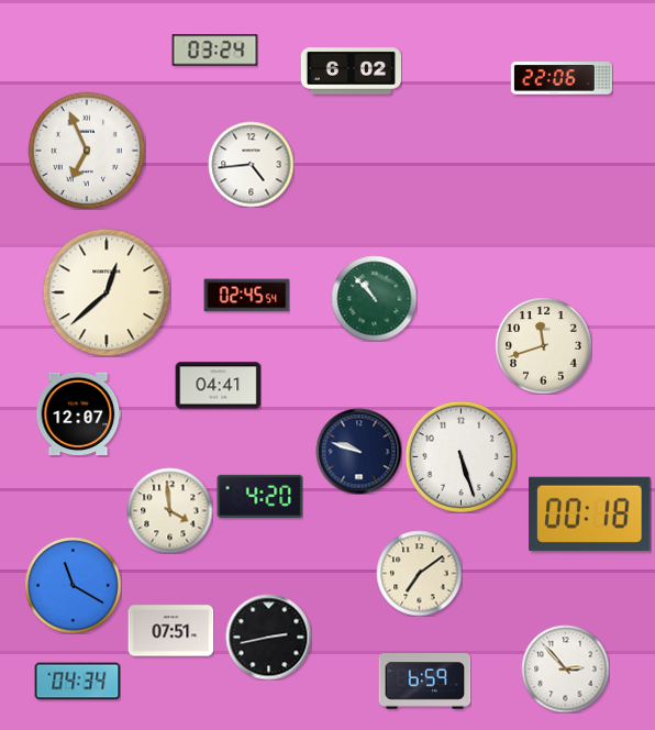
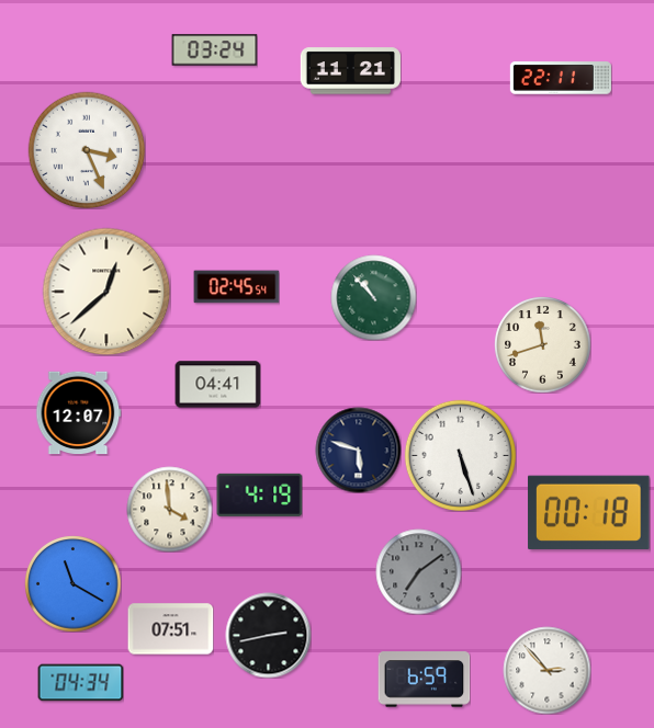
clock at (351, 71): 6:02 -> 11:21
clock at (562, 78): 22:06 -> 22:11
clock at (87, 151): 6:56 -> 3:26
clock at (251, 164): 4:44 -> none
clock at (246, 296) position: (246, 296) -> (236, 287)
clock at (358, 451): 9:48 -> 5:48
clock at (259, 496): 4:20 -> 4:19
clock at (419, 573) dial: cream -> grey
clock at (565, 668) position: (565, 668) -> (546, 670)
clock at (77, 682) position: (77, 682) -> (80, 683)
